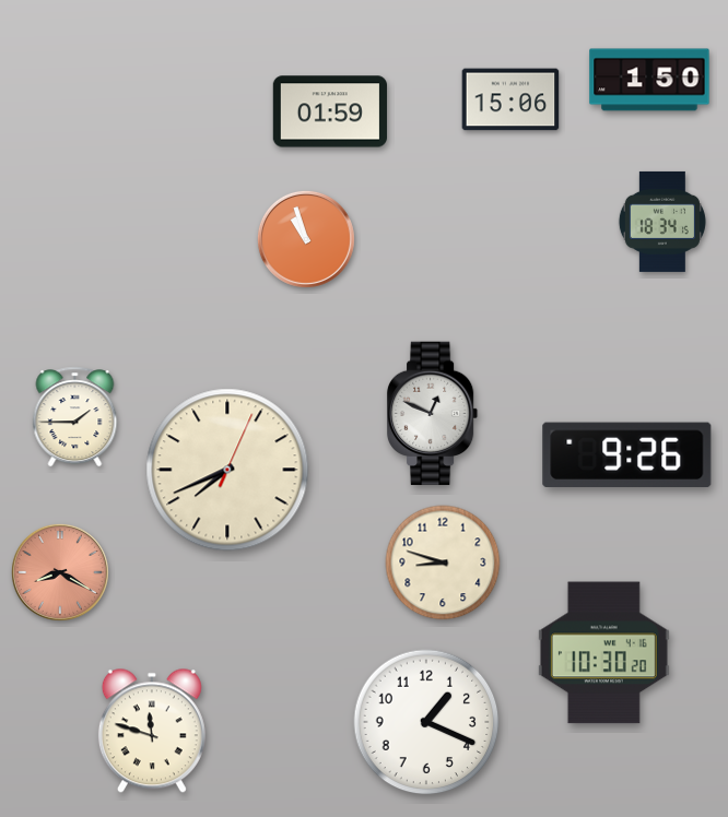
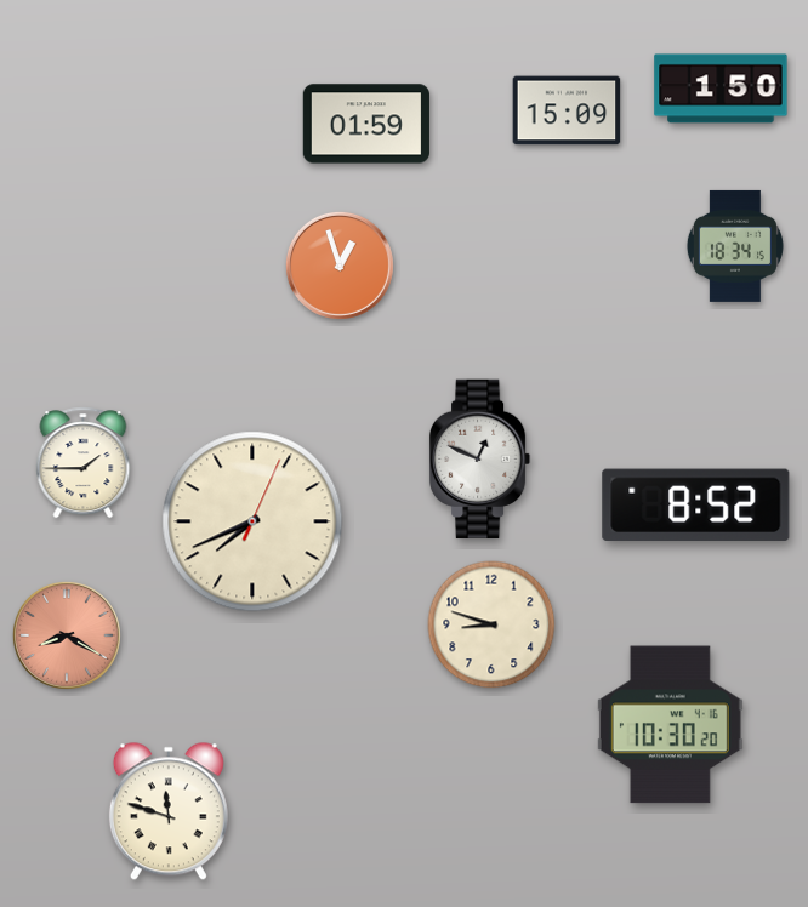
clock at (510, 99): 15:06 -> 15:09
clock at (306, 239): 10:57 -> 12:57
clock at (627, 455): 9:26 -> 8:52
clock at (426, 722): 1:19 -> none
